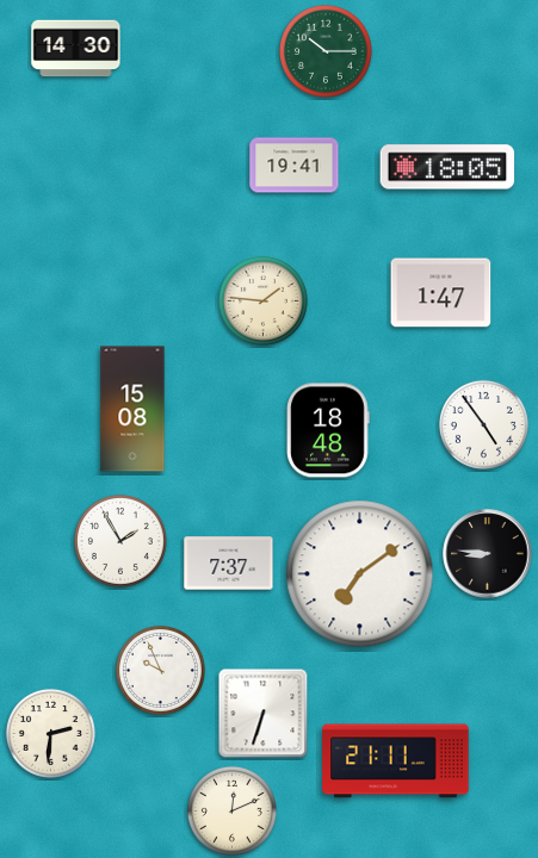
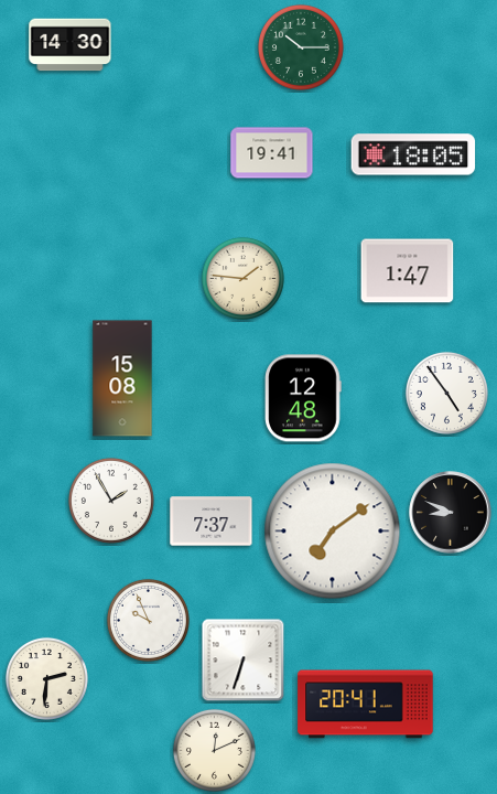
clock at (328, 430): 18:48 -> 12:48
clock at (488, 554): 8:46 -> 8:49
clock at (396, 761): 21:11 -> 20:41
